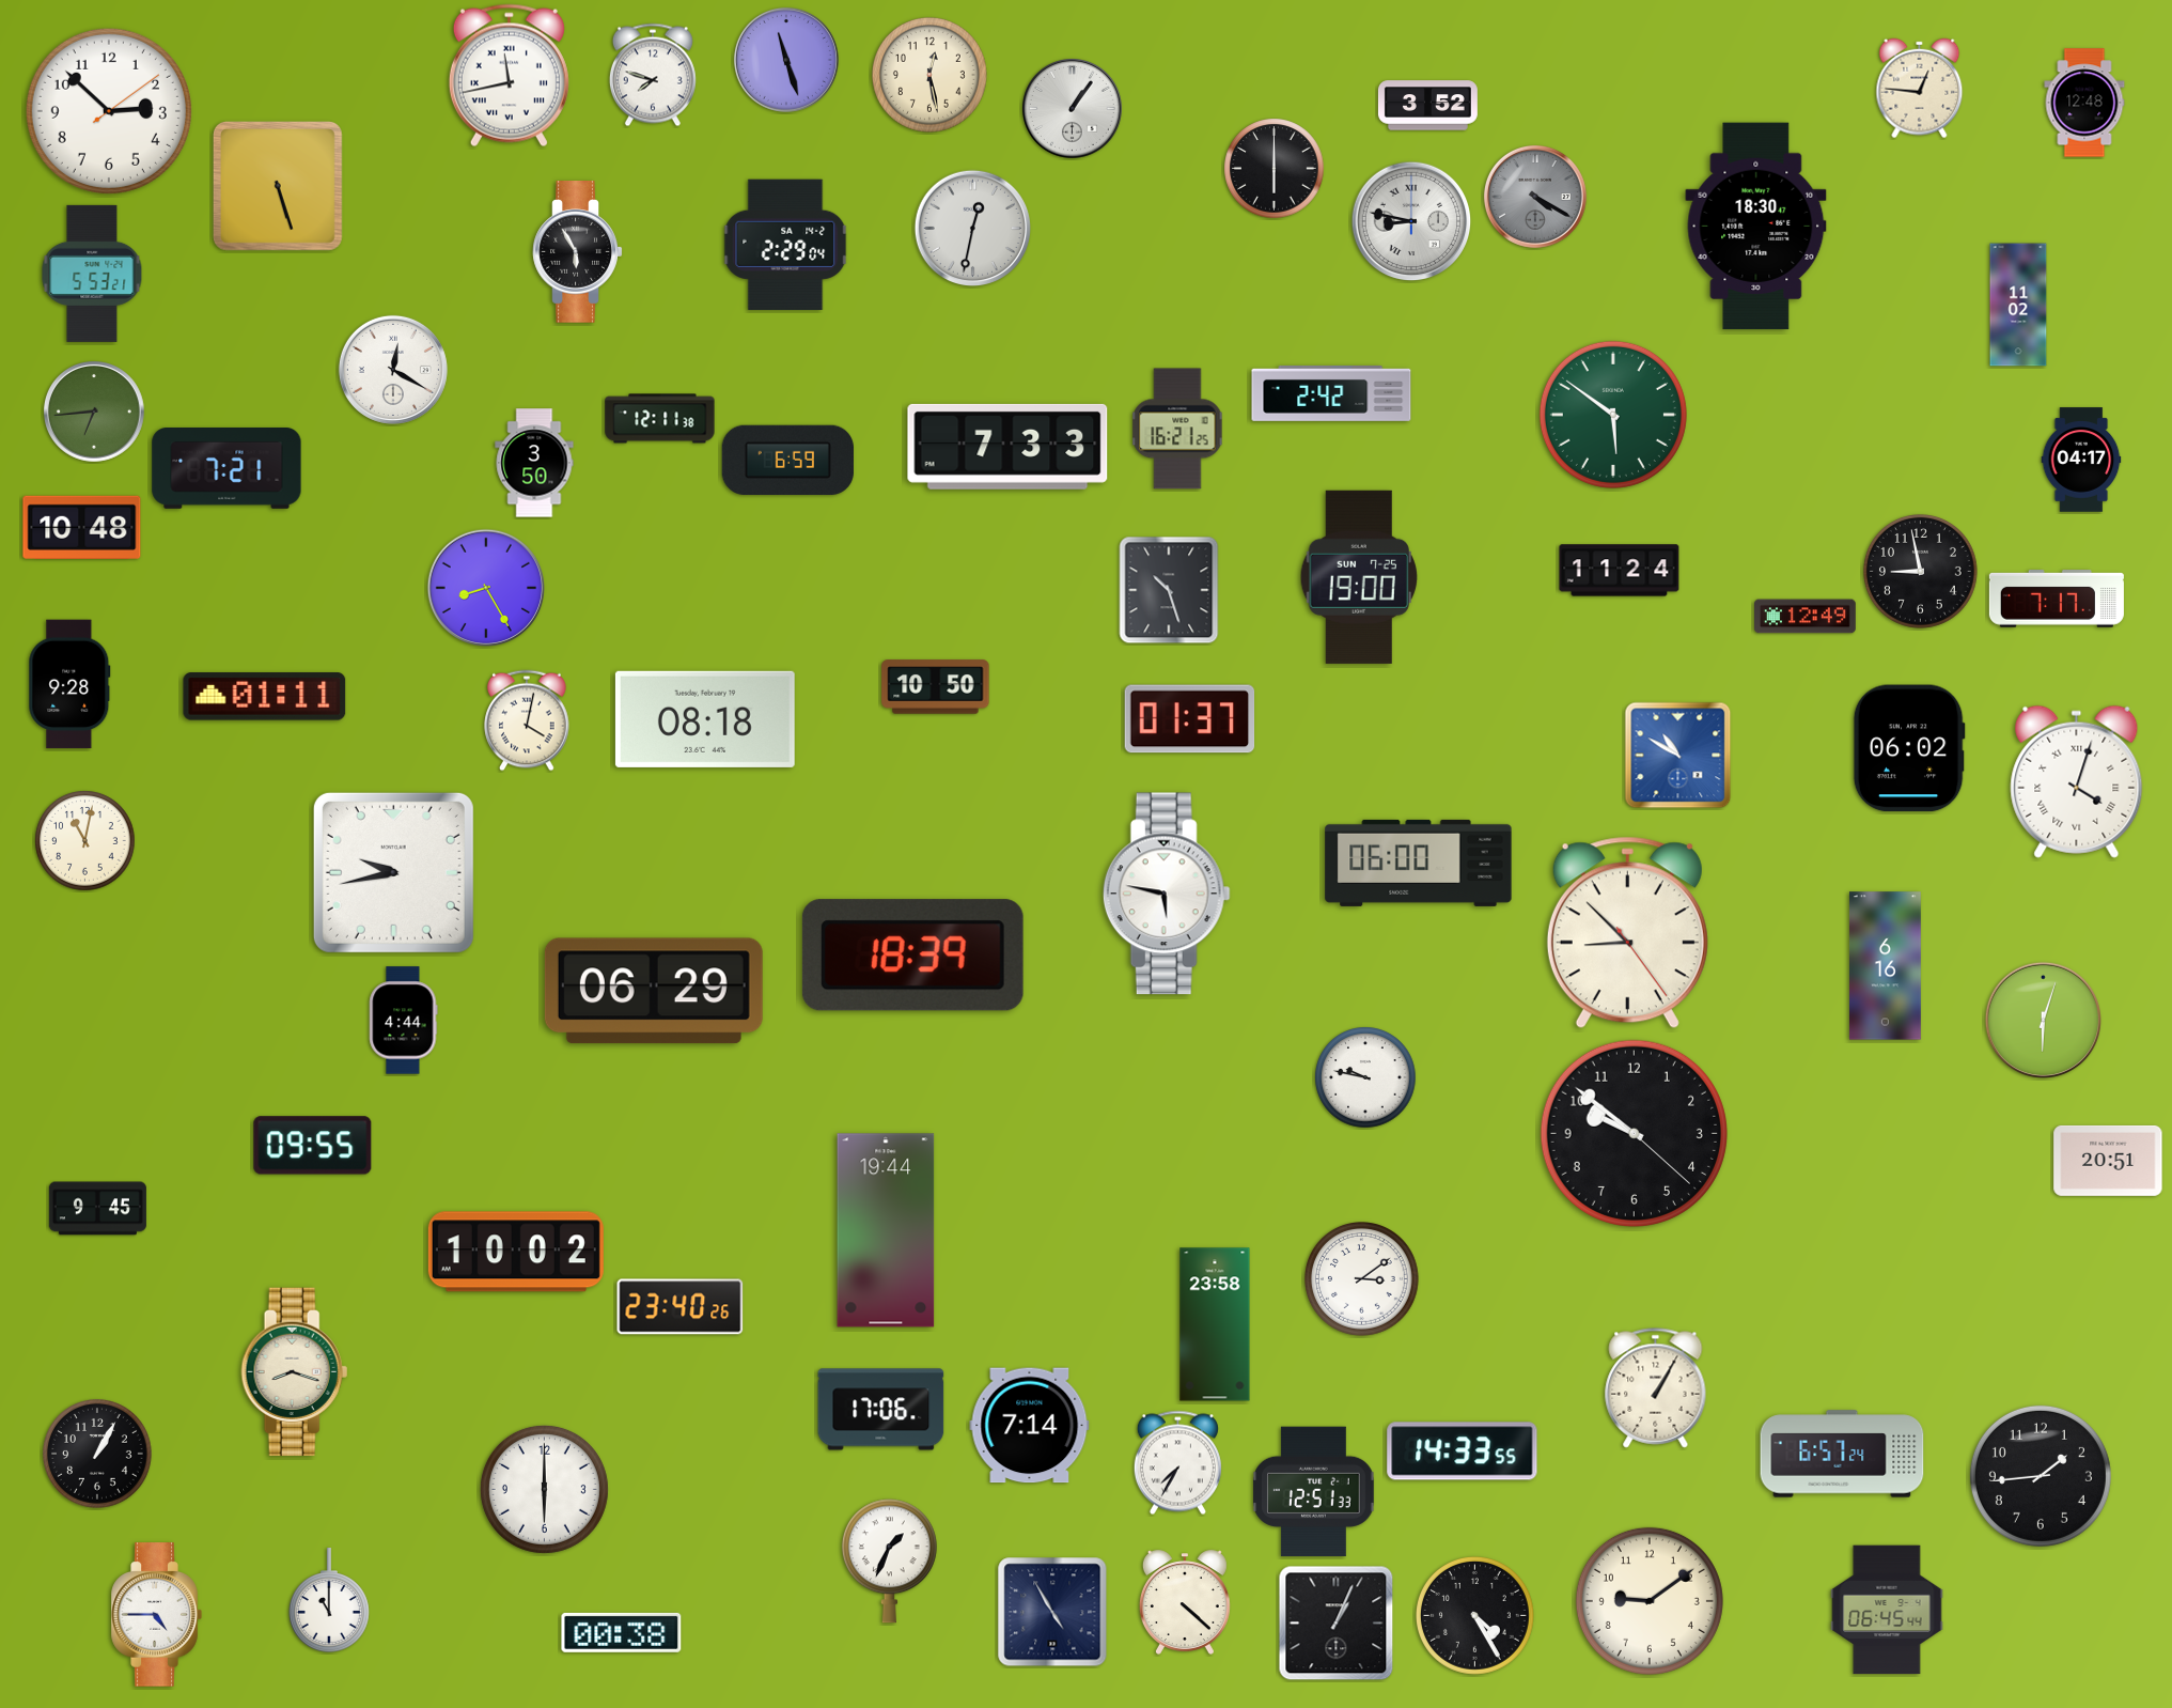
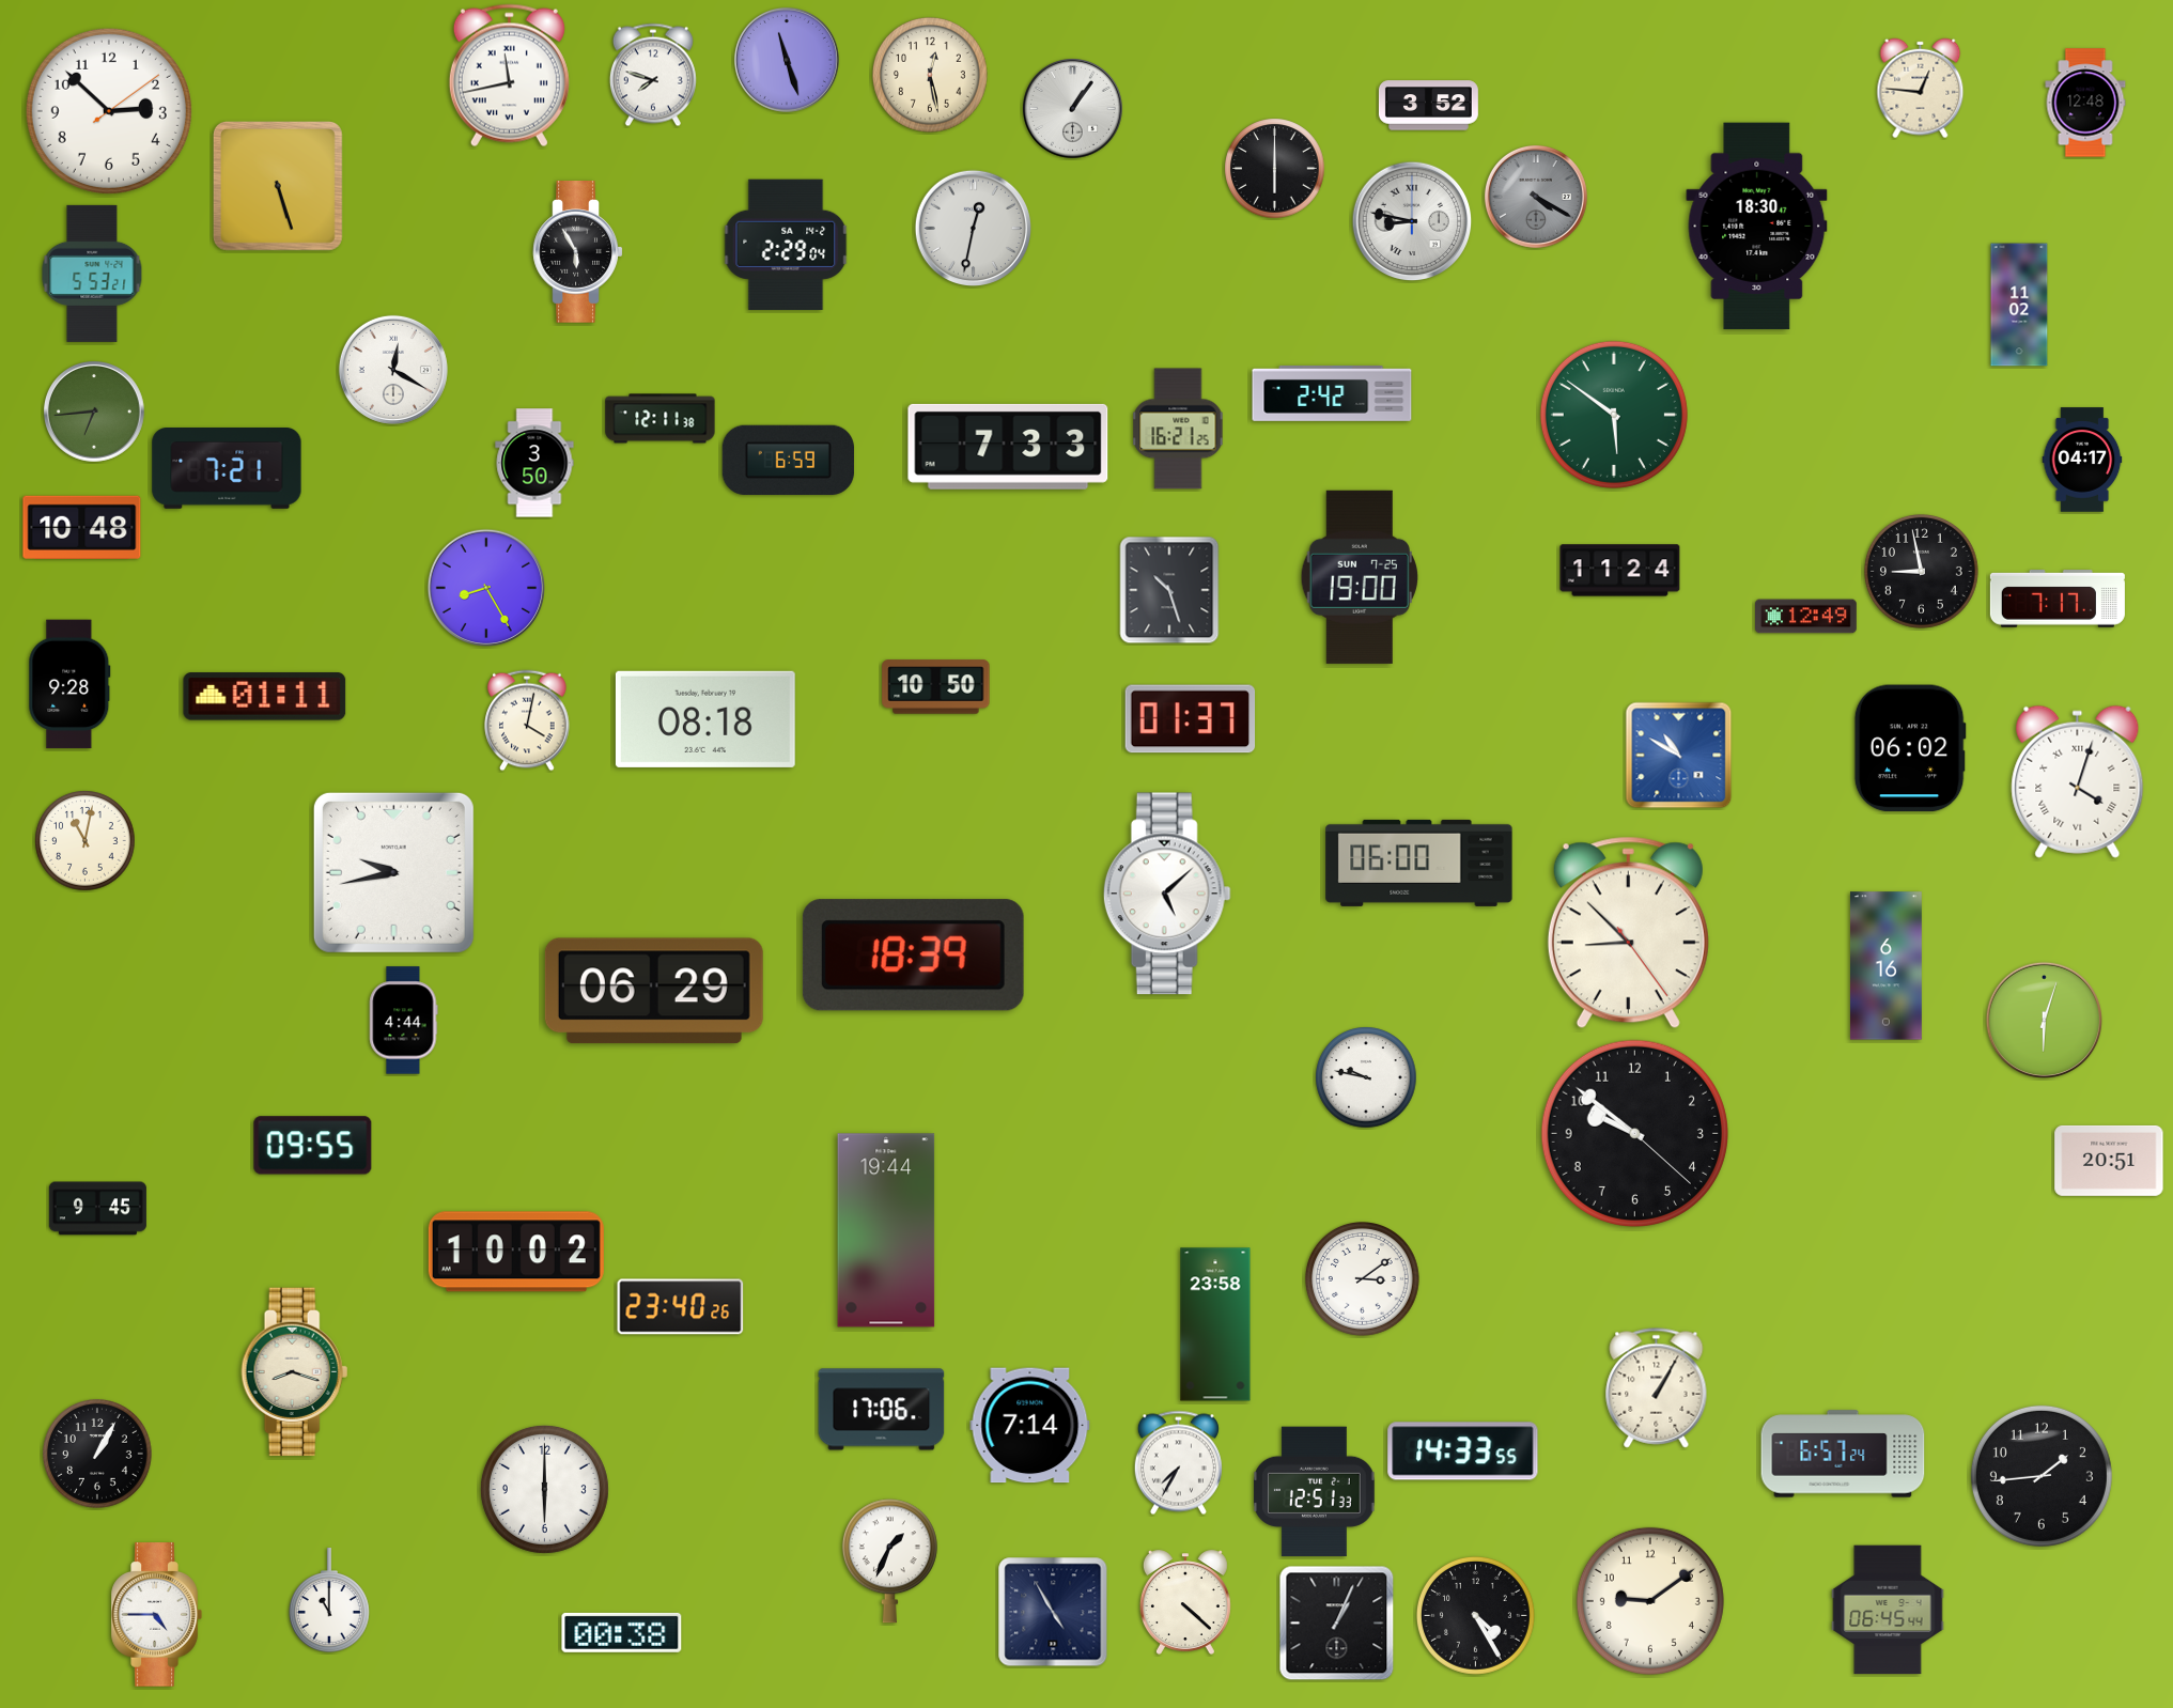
clock at (1167, 894): 5:47 -> 5:08
